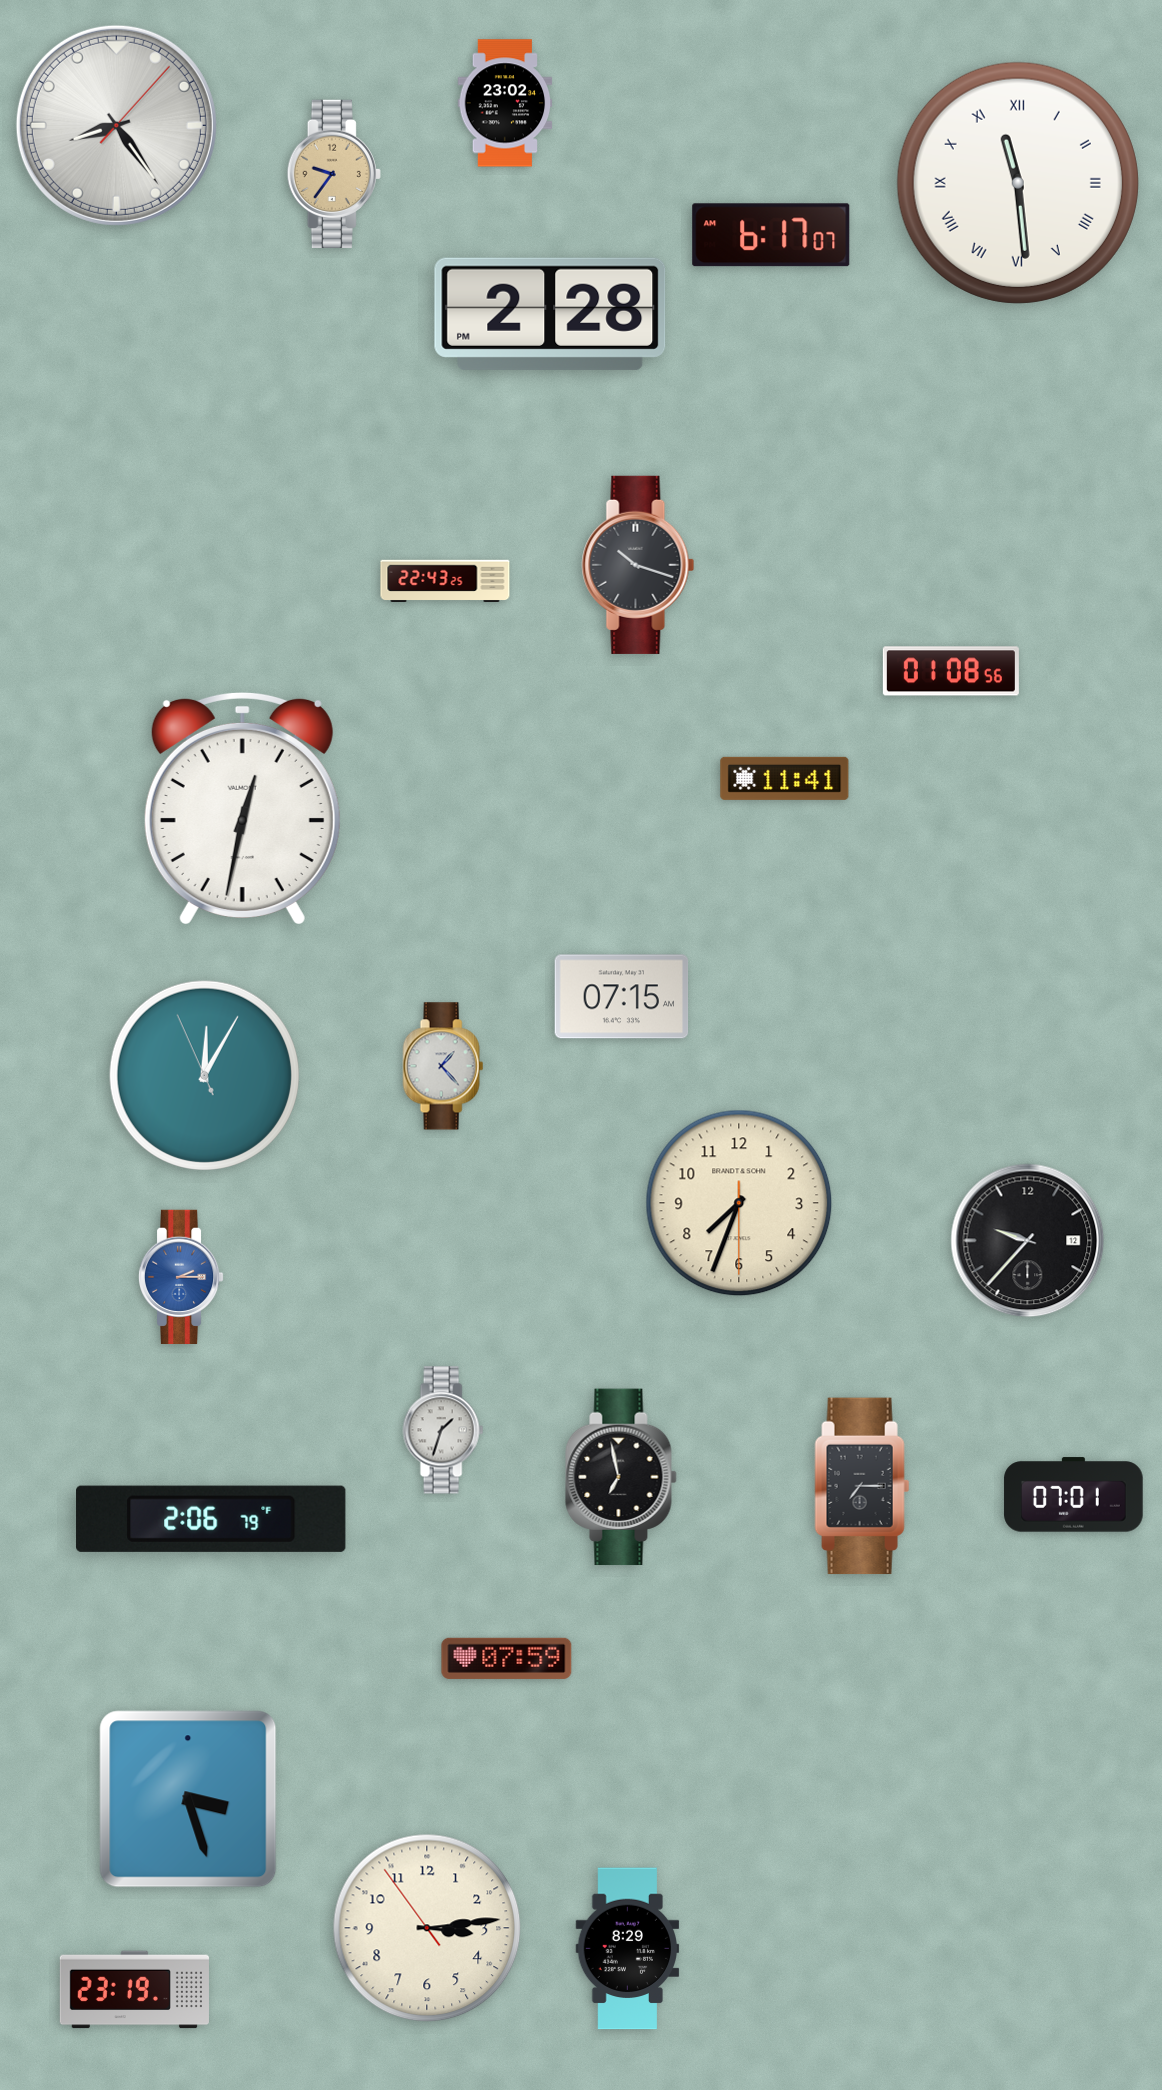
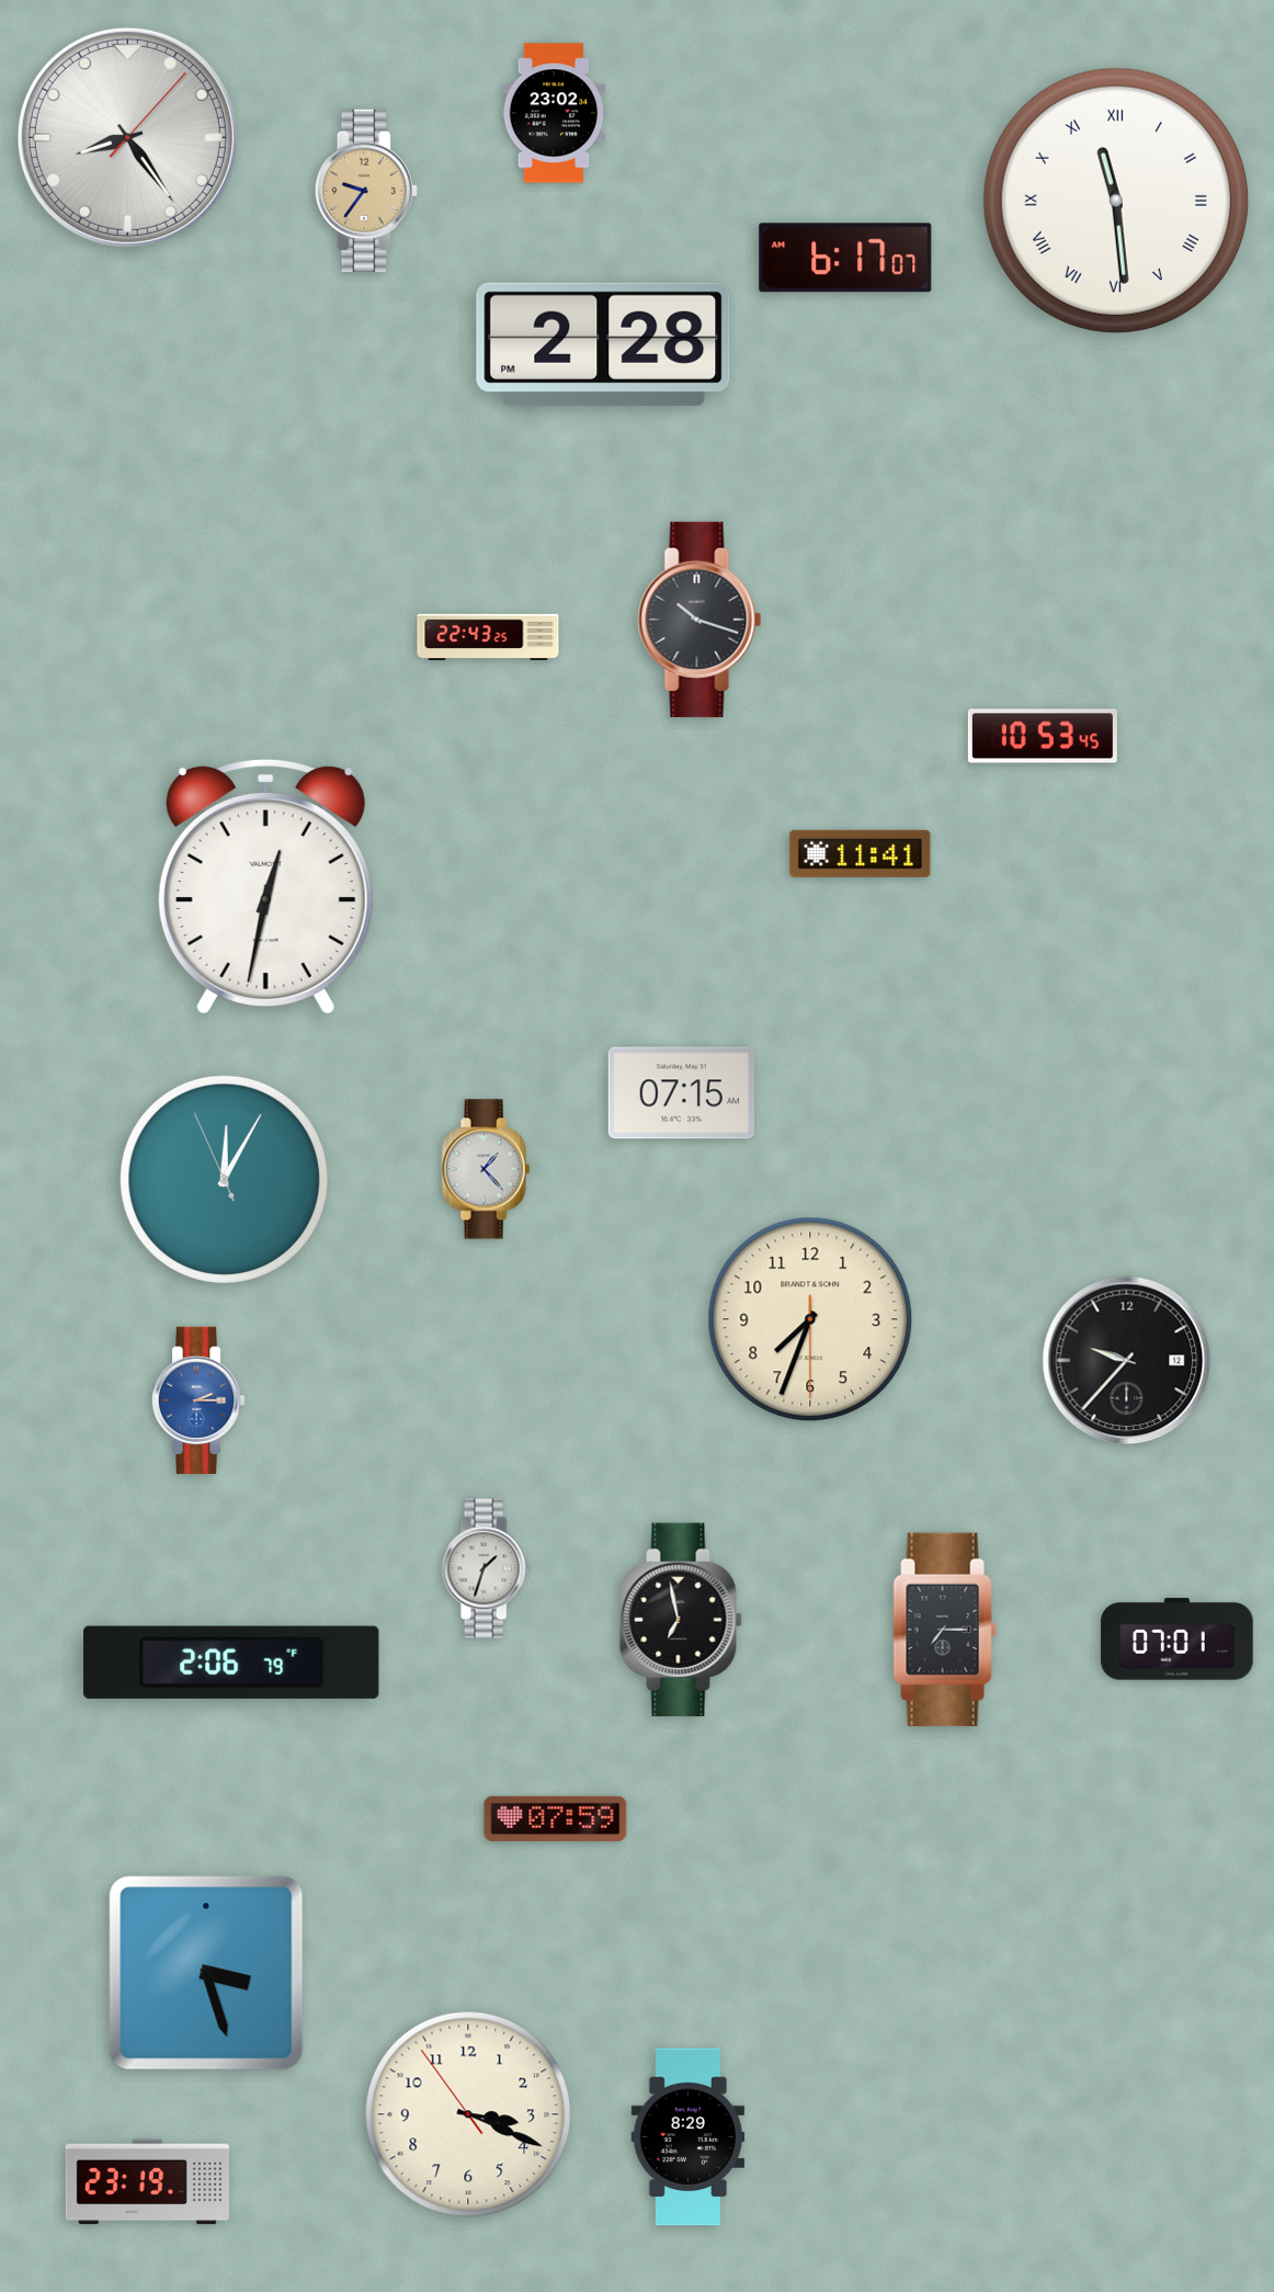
clock at (951, 671): 01:08 -> 10:53
clock at (211, 1519) position: (211, 1519) -> (231, 1663)
clock at (427, 1928): 3:13 -> 3:18
